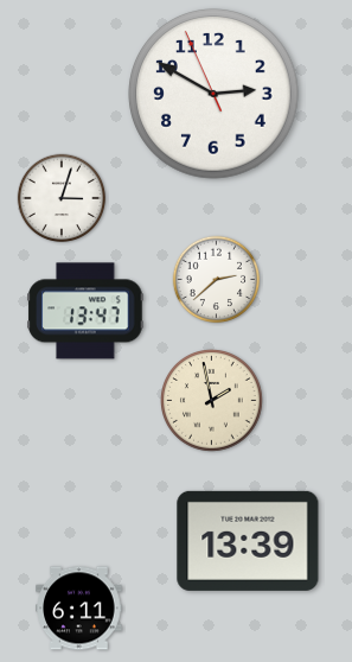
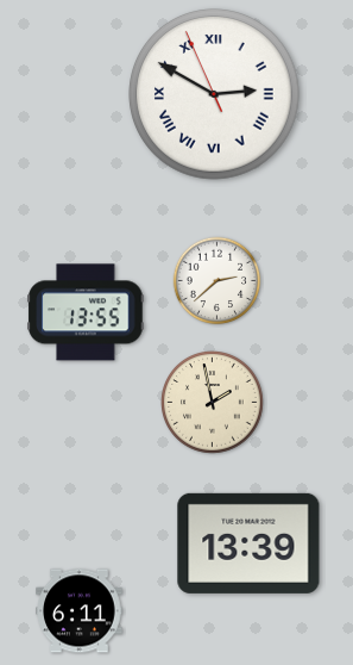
clock at (213, 94) numerals: Arabic -> Roman
clock at (62, 198): 3:03 -> none
clock at (85, 311): 13:47 -> 13:55
